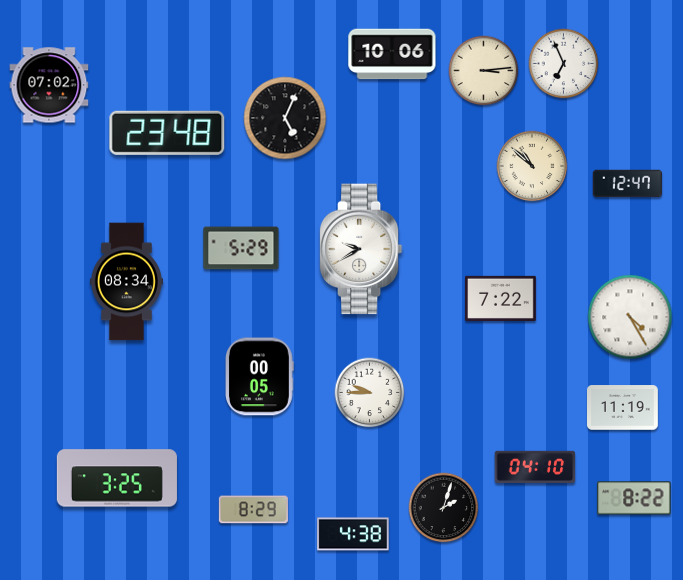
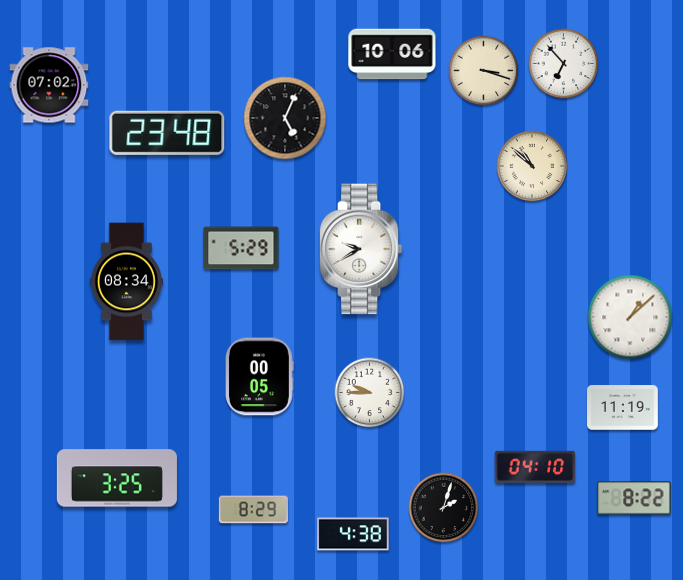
clock at (564, 64): 6:56 -> 6:53
clock at (484, 71): 3:14 -> 3:18
clock at (627, 184): 12:47 -> none
clock at (501, 298): 7:22 -> none
clock at (630, 317): 4:25 -> 1:08
